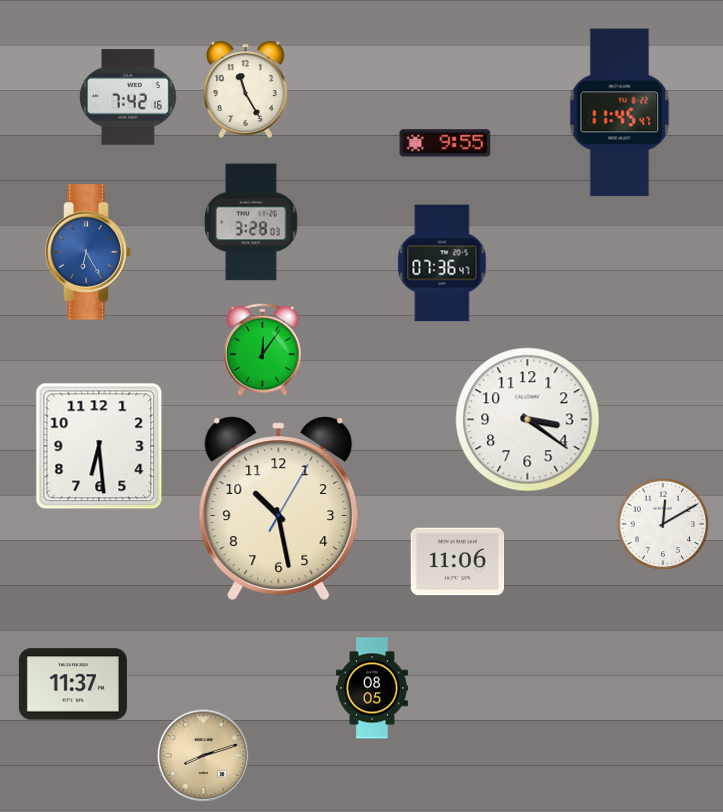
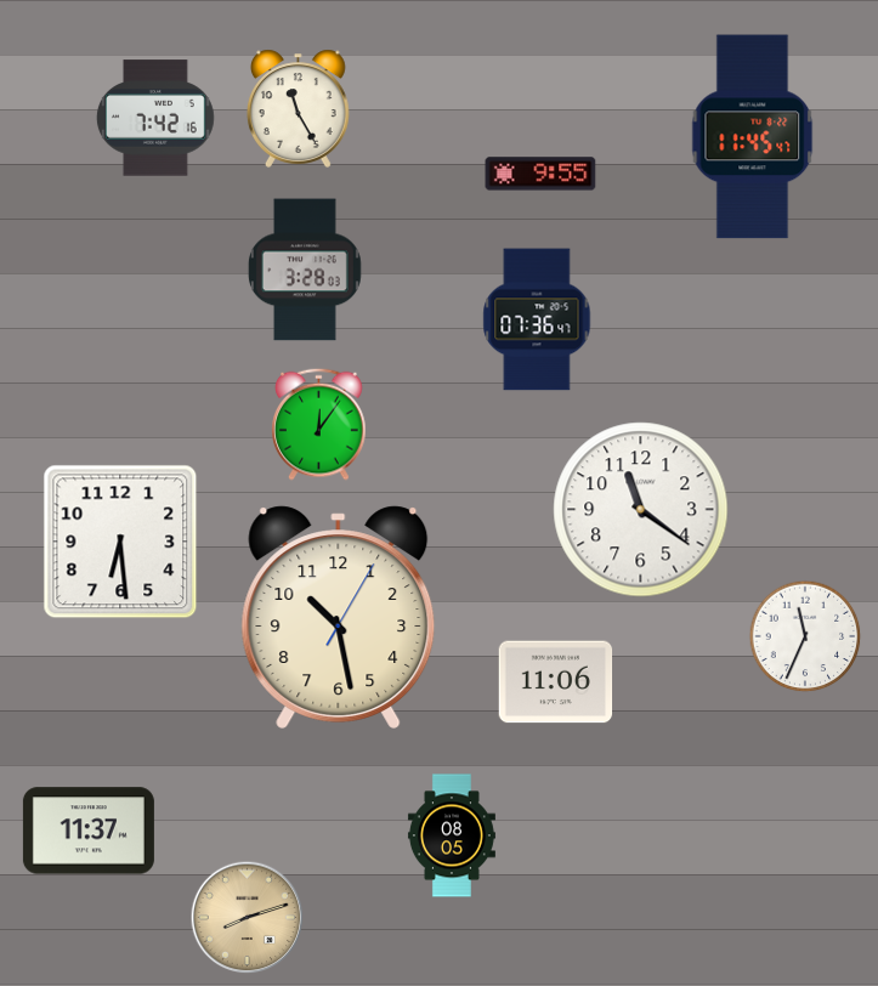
clock at (88, 252): 6:25 -> none
clock at (528, 420): 3:21 -> 11:21
clock at (663, 524): 12:10 -> 11:34
